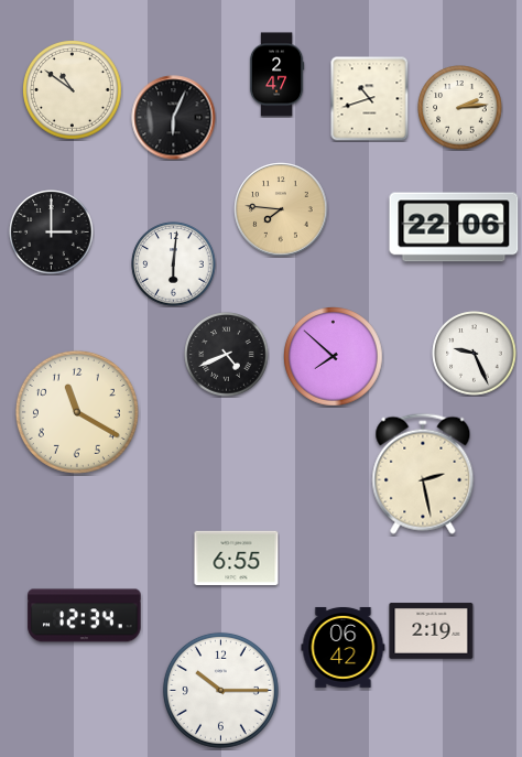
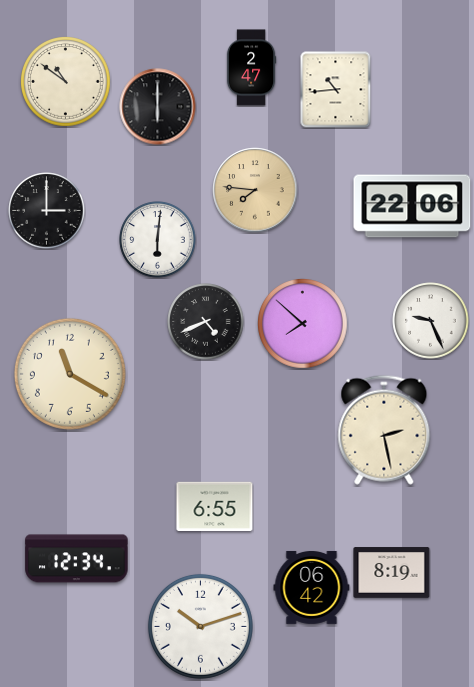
clock at (370, 98): 10:42 -> 10:44
clock at (460, 108): 2:14 -> none
clock at (174, 118): 6:04 -> 6:00
clock at (432, 631): 2:19 -> 8:19
clock at (220, 690): 10:15 -> 10:12
